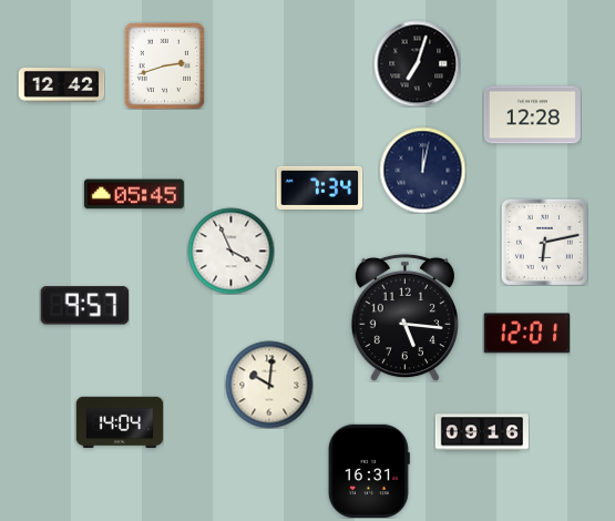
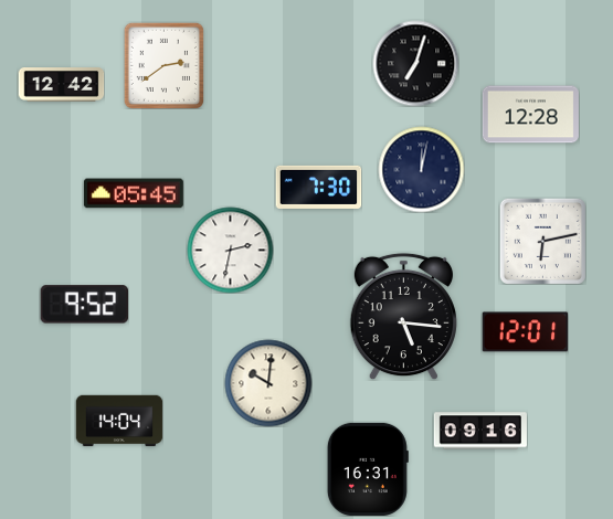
clock at (164, 65): 2:42 -> 2:39
clock at (319, 187): 7:34 -> 7:30
clock at (230, 251): 3:56 -> 2:32
clock at (84, 306): 9:57 -> 9:52
